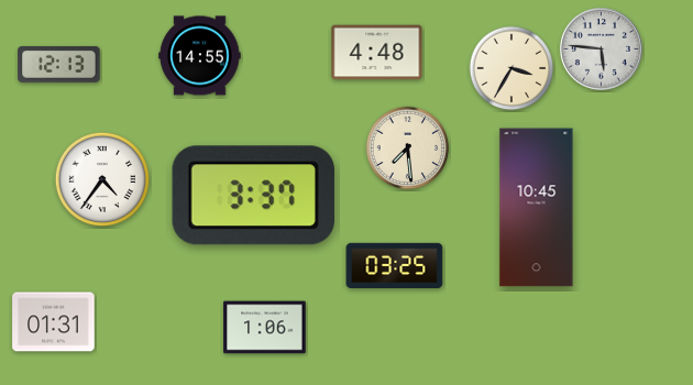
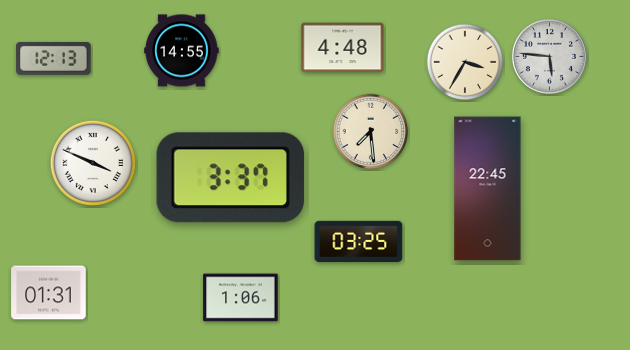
clock at (601, 48) position: (601, 48) -> (549, 56)
clock at (408, 148) position: (408, 148) -> (371, 132)
clock at (101, 178): 4:36 -> 3:49
clock at (537, 208): 10:45 -> 22:45
